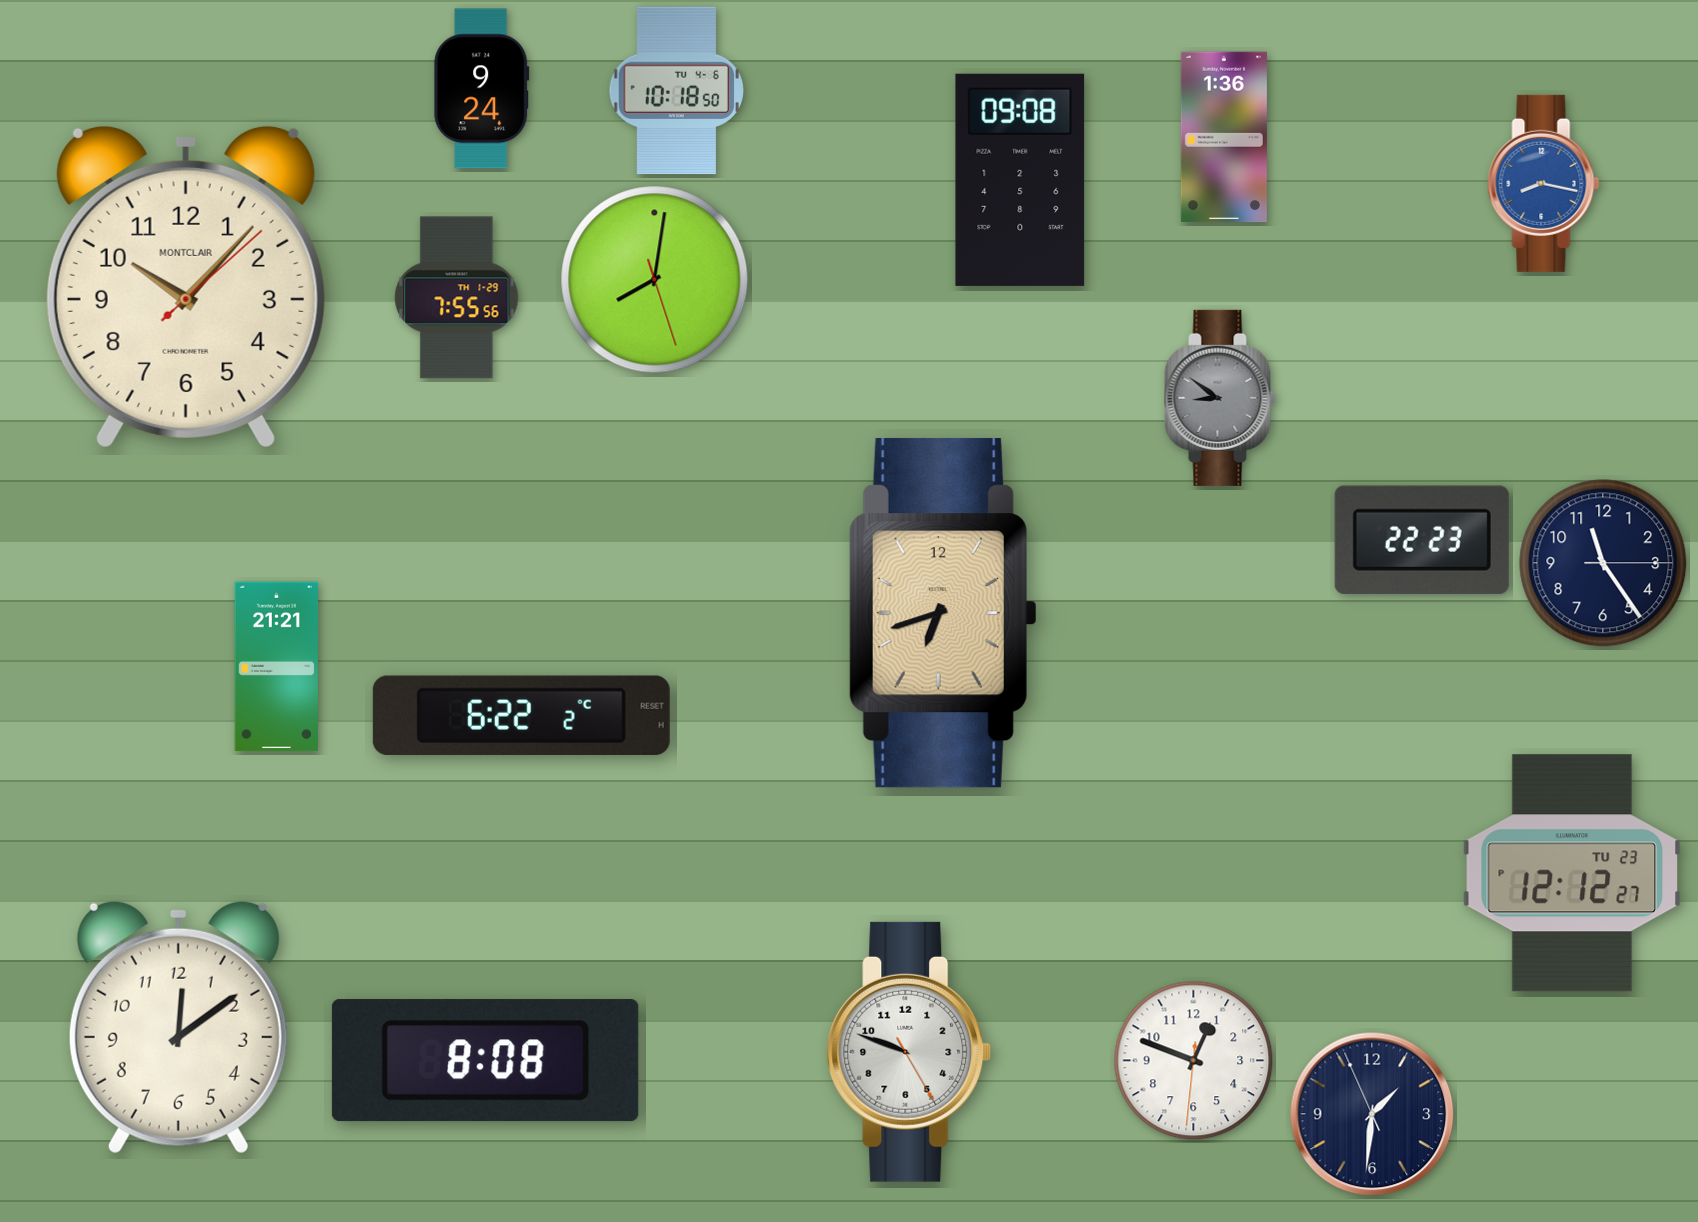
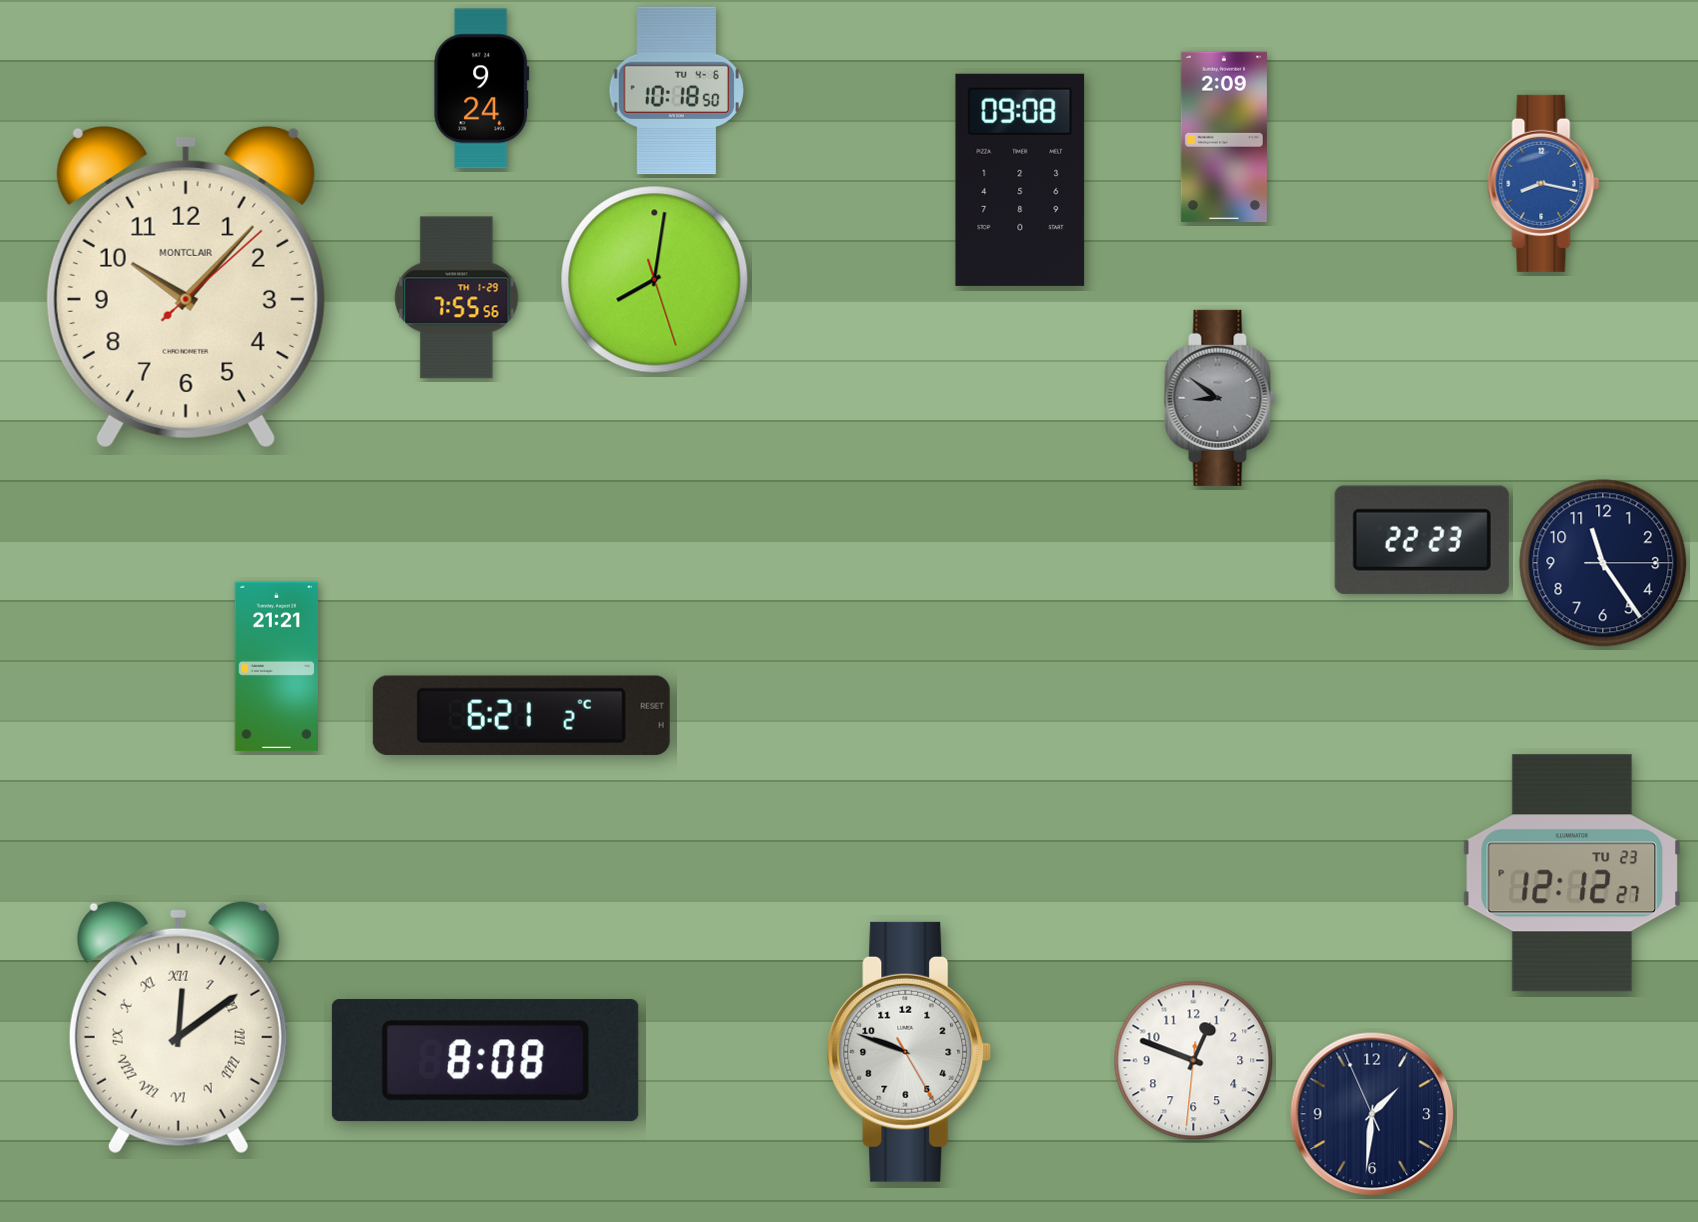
clock at (1224, 137): 1:36 -> 2:09
clock at (942, 613): 6:42 -> none
clock at (521, 715): 6:22 -> 6:21
clock at (178, 1027) numerals: Arabic -> Roman
